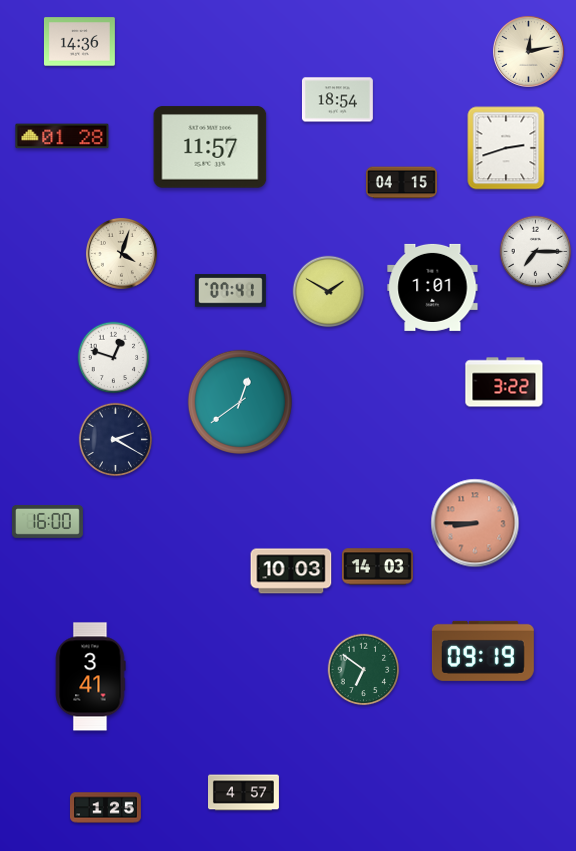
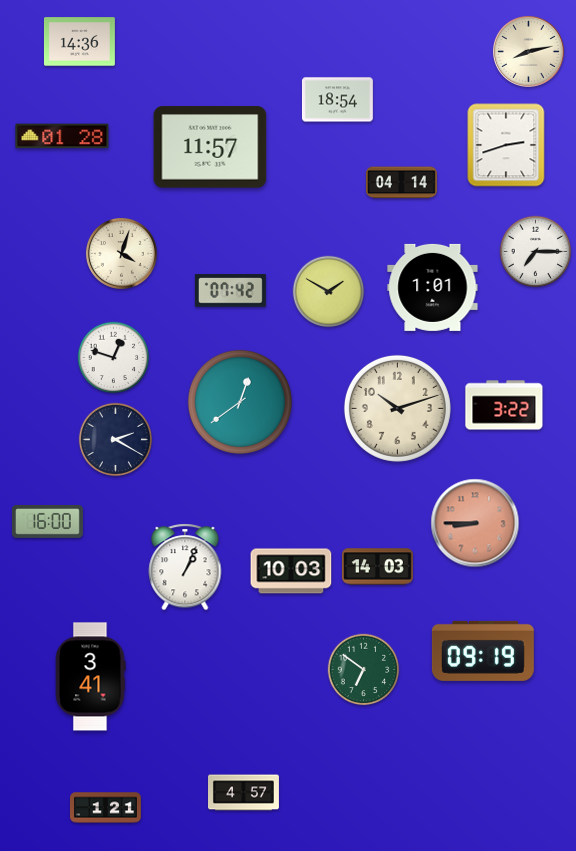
clock at (528, 51): 12:13 -> 8:13
clock at (506, 148) position: (506, 148) -> (506, 145)
clock at (401, 183): 04:15 -> 04:14
clock at (230, 291): 07:41 -> 07:42
clock at (504, 382) position: (504, 382) -> (504, 405)
clock at (397, 408): none -> 10:12
clock at (185, 567): none -> 1:04
clock at (106, 808): 1:25 -> 1:21
